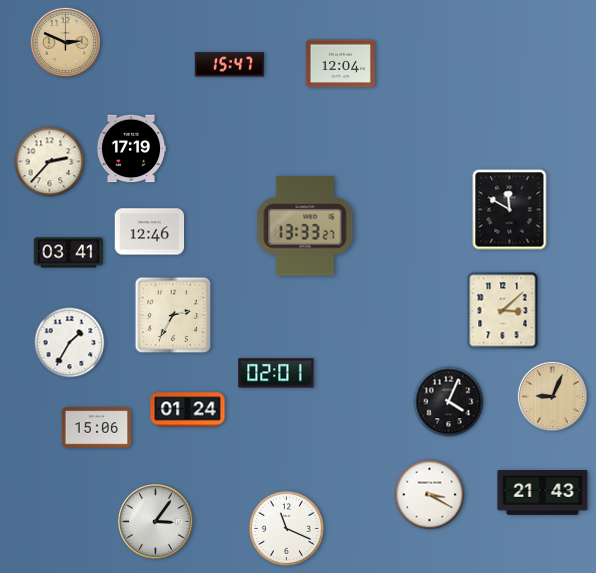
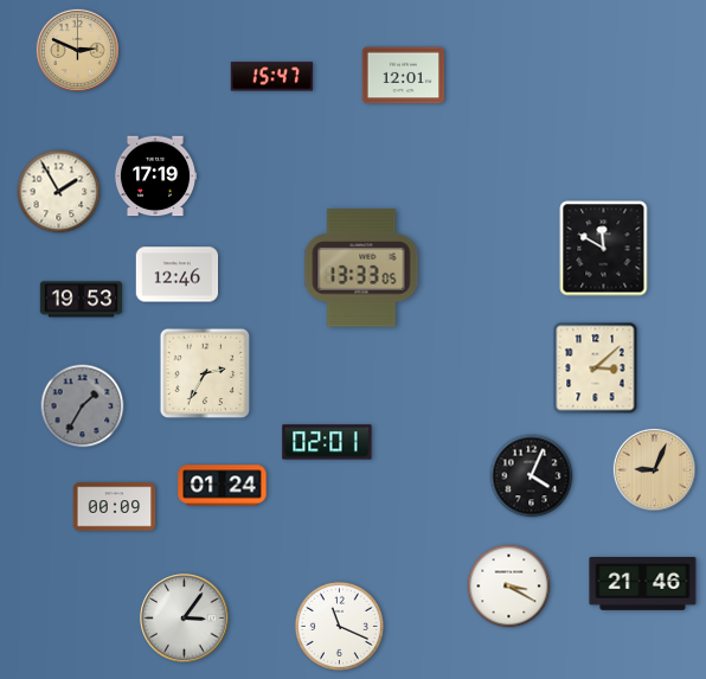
clock at (341, 64): 12:04 -> 12:01
clock at (50, 162): 2:37 -> 1:55
clock at (305, 226): 13:33:27 -> 13:33:05
clock at (69, 253): 03:41 -> 19:53
clock at (70, 343) dial: white -> grey
clock at (97, 428): 15:06 -> 00:09
clock at (543, 493): 21:43 -> 21:46
